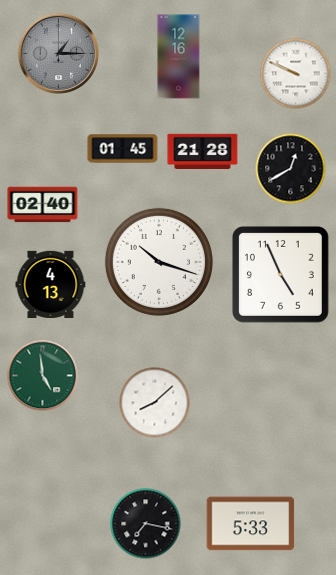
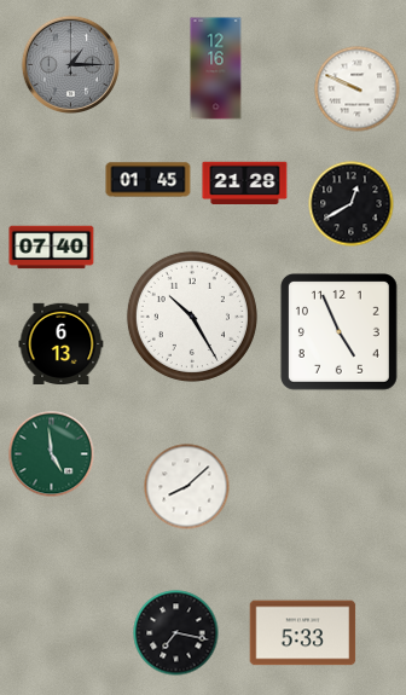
clock at (43, 205): 02:40 -> 07:40
clock at (159, 262): 10:18 -> 10:25
clock at (51, 284): 4:13 -> 6:13
